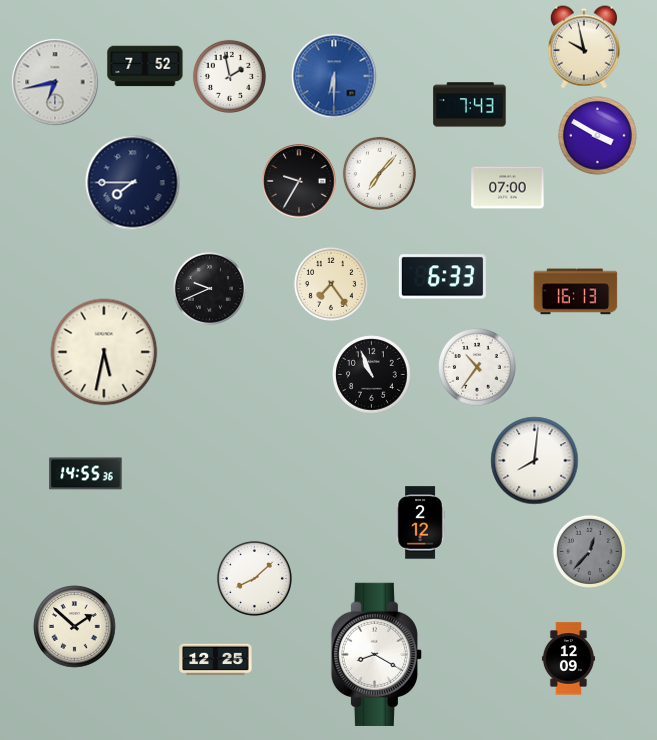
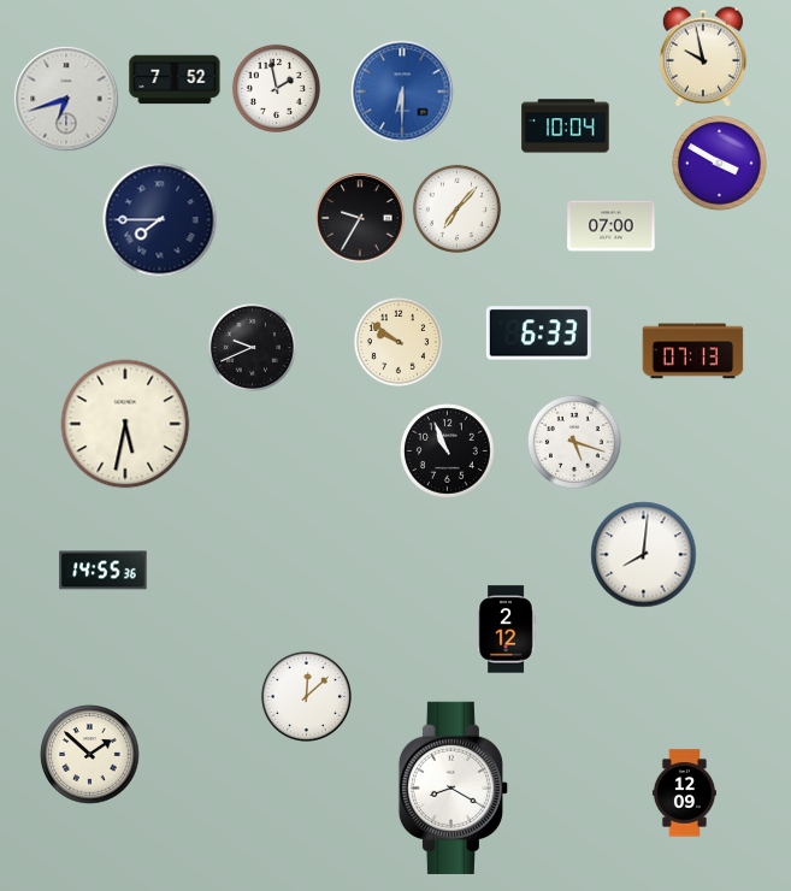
clock at (229, 76) position: (229, 76) -> (276, 88)
clock at (55, 82): 6:43 -> 6:42
clock at (470, 105): 7:43 -> 10:04
clock at (442, 277) position: (442, 277) -> (538, 334)
clock at (331, 284): 7:24 -> 9:51
clock at (576, 292): 16:13 -> 07:13
clock at (478, 368): 10:36 -> 5:18
clock at (589, 551): 12:37 -> none
clock at (254, 578): 8:08 -> 12:08
clock at (216, 660): 12:25 -> none
